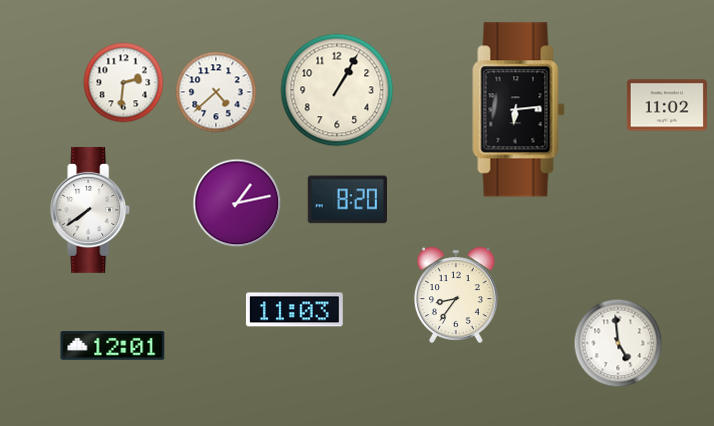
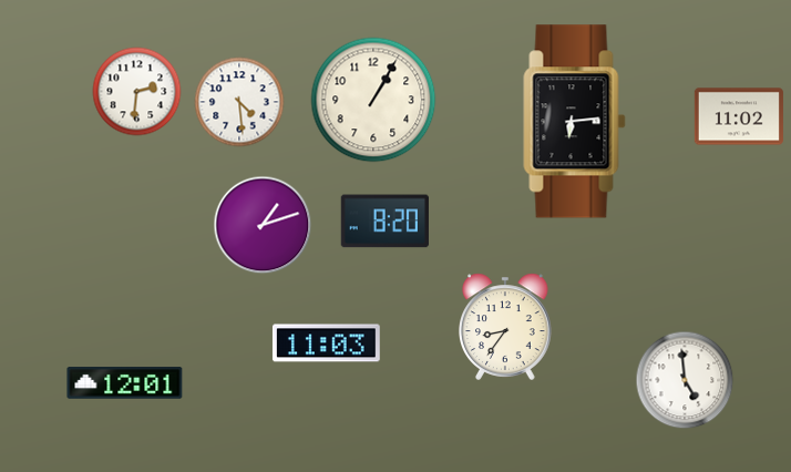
clock at (216, 92): 4:38 -> 4:29
clock at (237, 203): 1:13 -> 1:12
clock at (91, 210): 7:39 -> none
